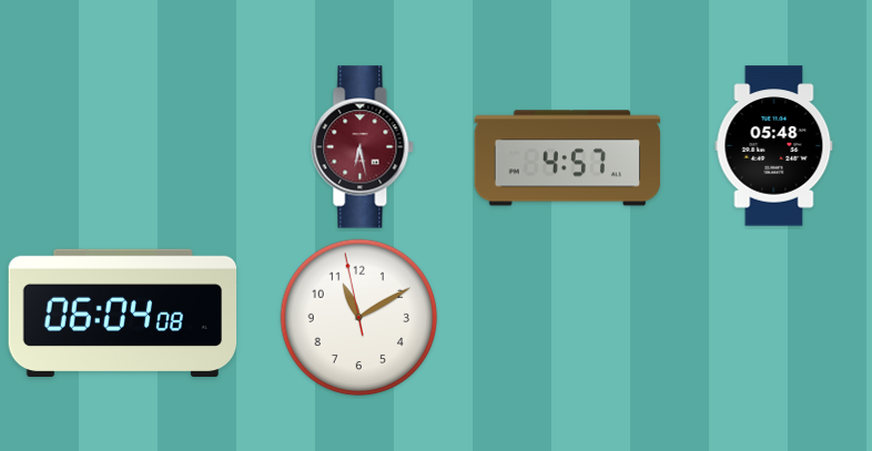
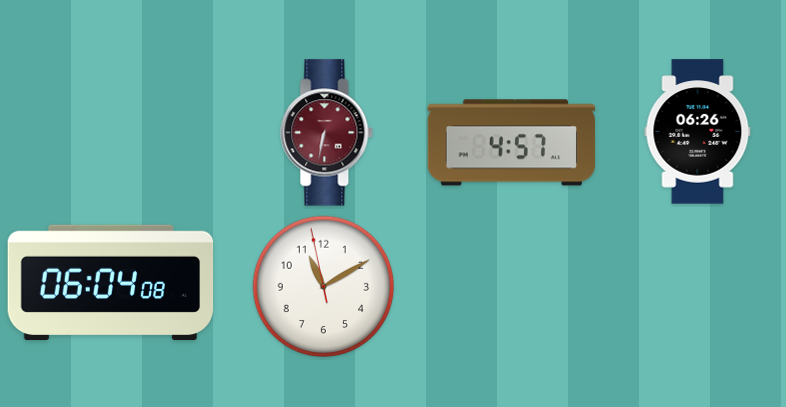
clock at (774, 146): 05:48 -> 06:26
clock at (363, 147): 6:28 -> 6:32
